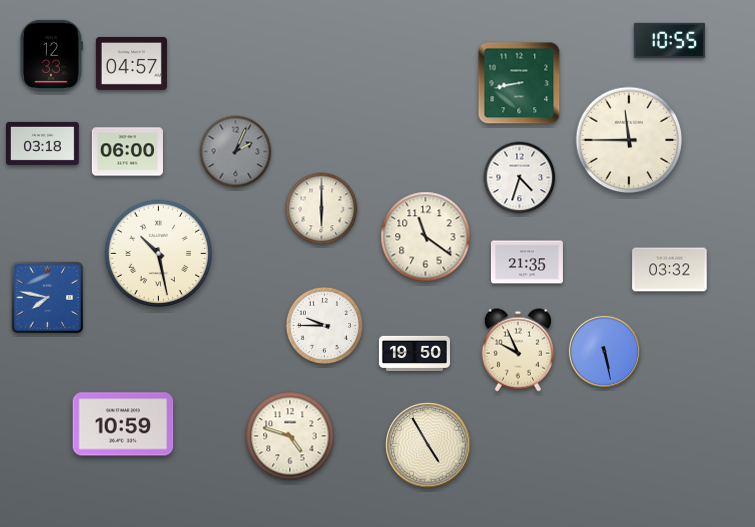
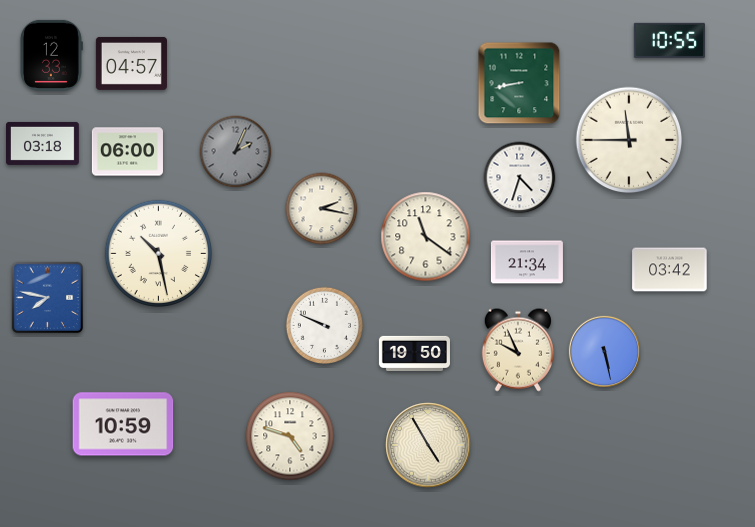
clock at (322, 209): 6:00 -> 2:17
clock at (527, 262): 21:35 -> 21:34
clock at (670, 270): 03:32 -> 03:42
clock at (324, 325): 9:45 -> 9:49
